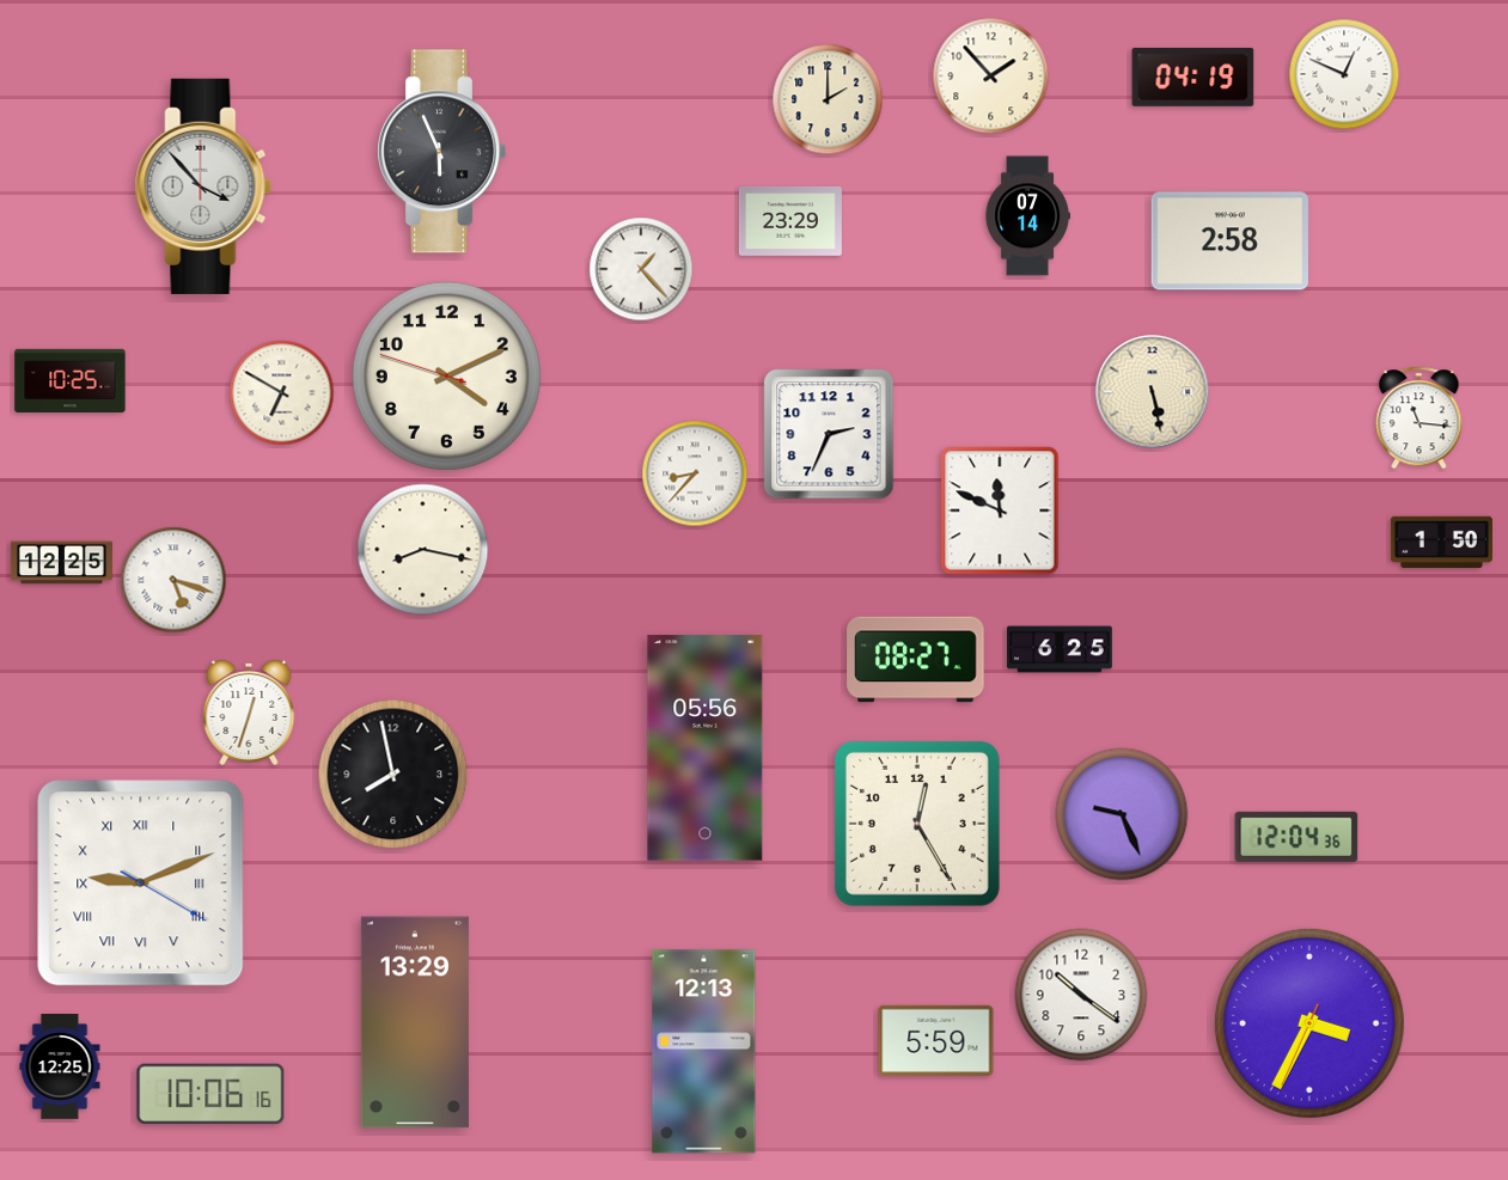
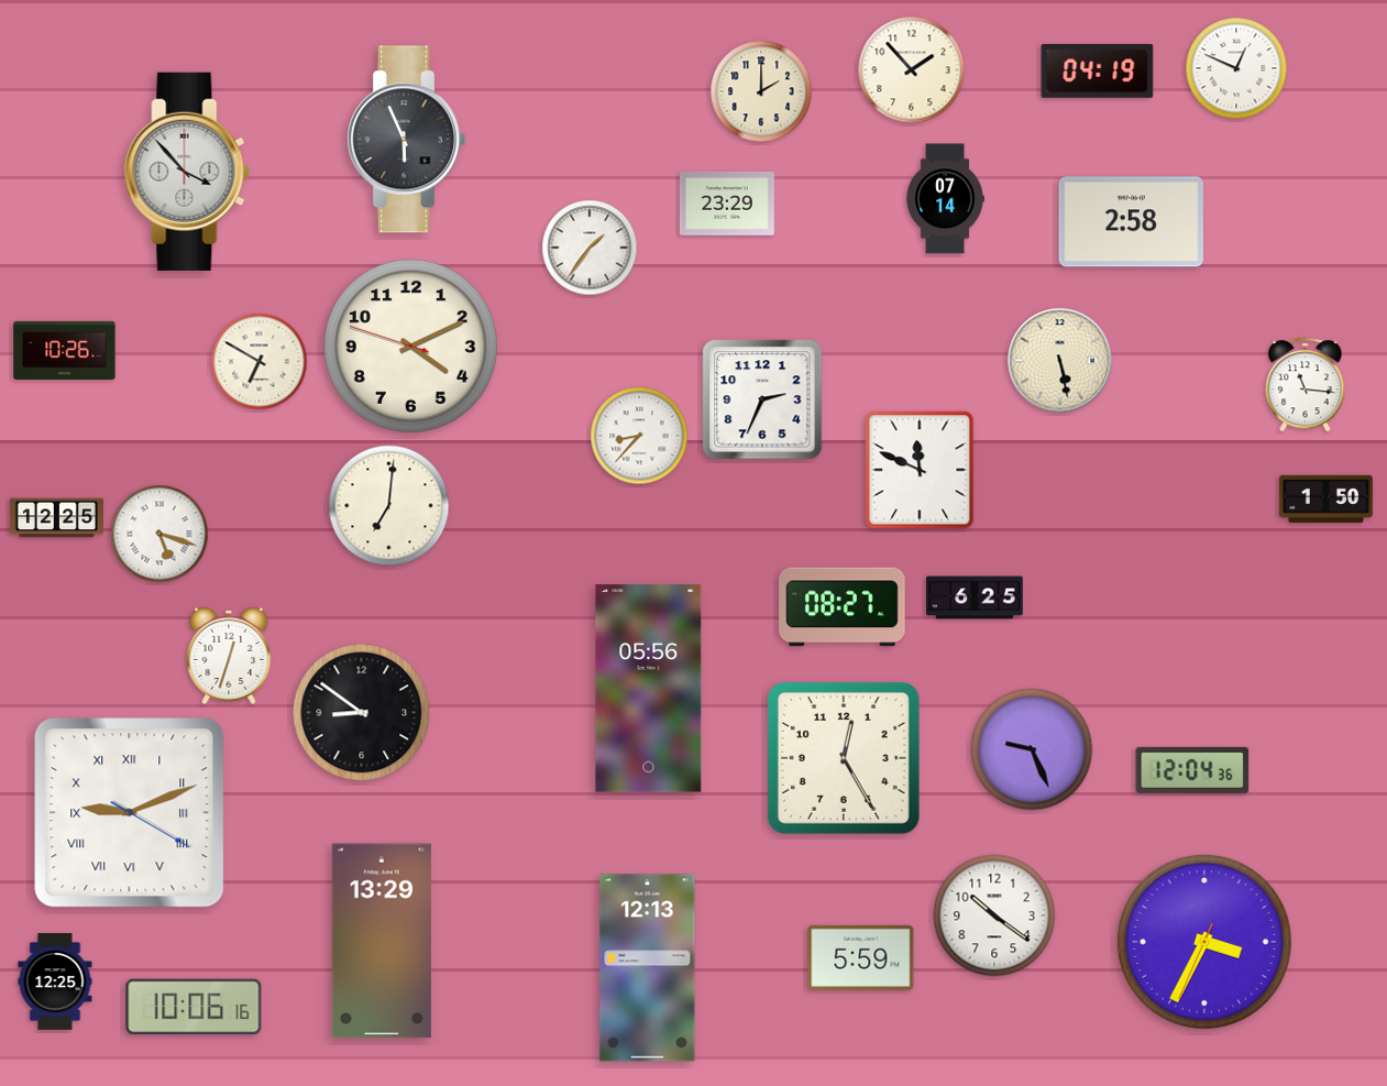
clock at (641, 269): 1:23 -> 1:36
clock at (71, 380): 10:25 -> 10:26
clock at (423, 550): 8:17 -> 7:01
clock at (393, 775): 7:58 -> 8:51
